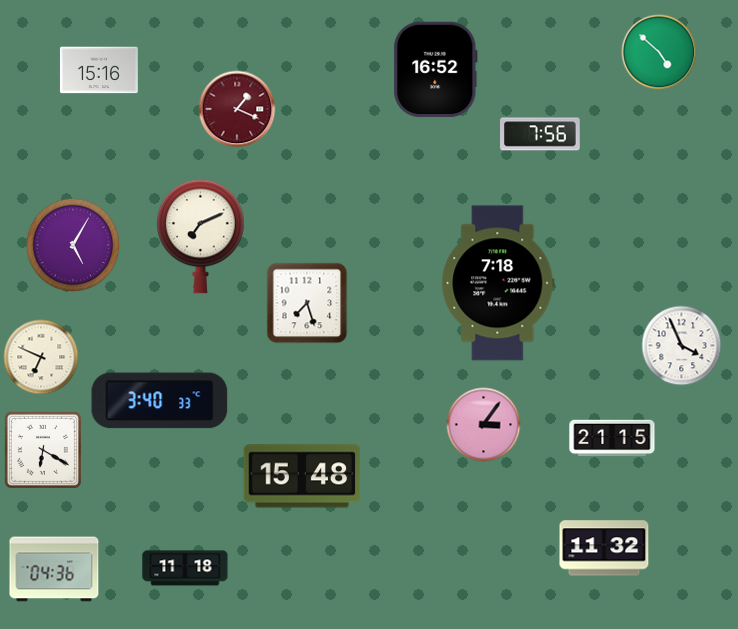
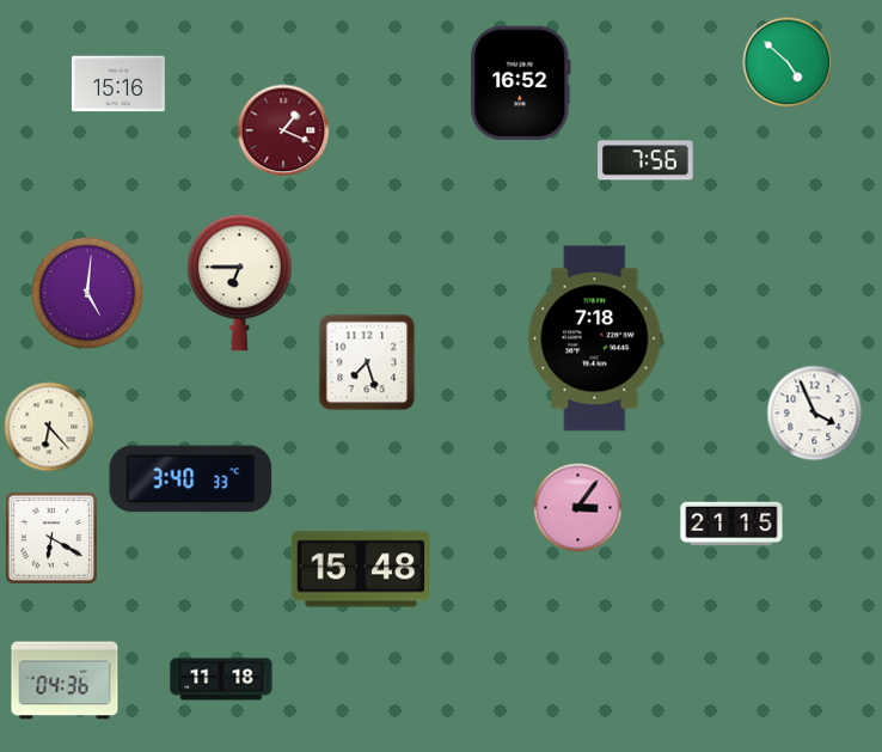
clock at (201, 237): 7:11 -> 6:45
clock at (73, 245): 5:05 -> 5:01
clock at (41, 357): 6:49 -> 6:23
clock at (604, 548): 11:32 -> none
